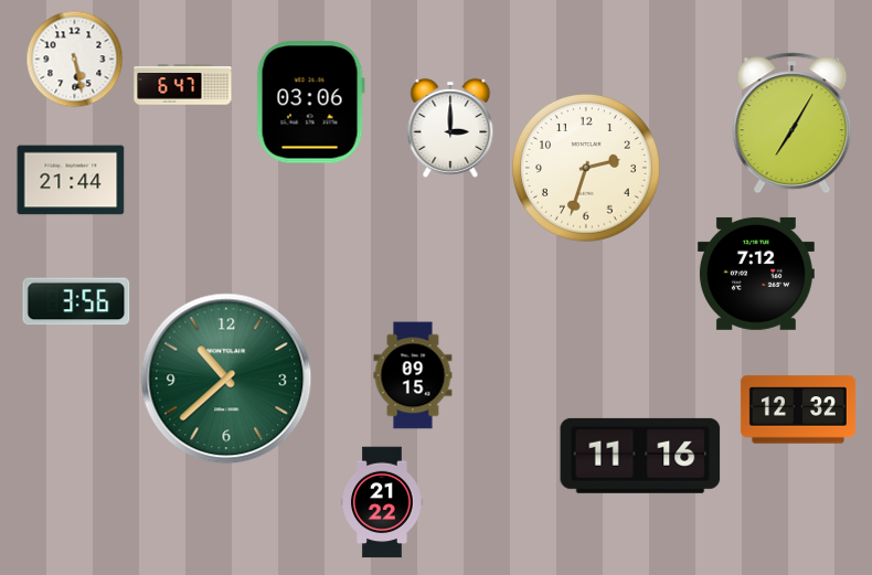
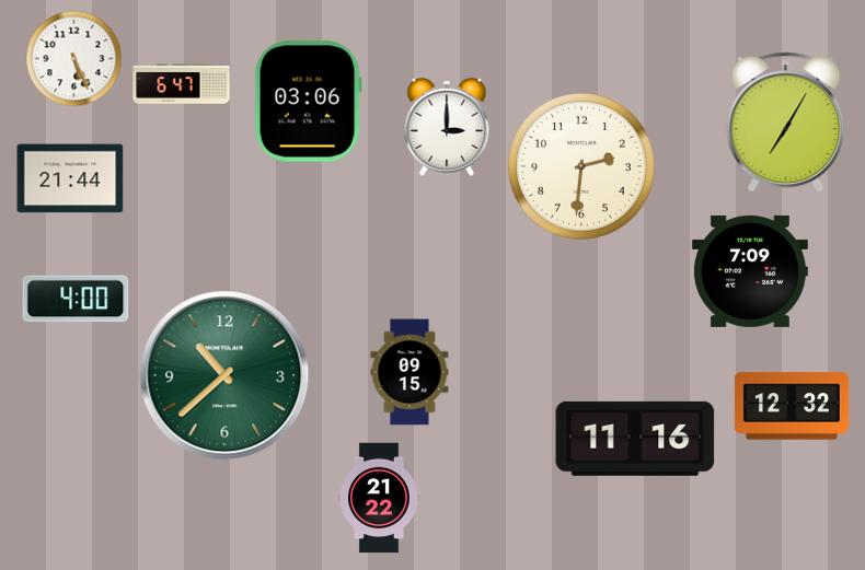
clock at (75, 60): 5:28 -> 5:26
clock at (586, 168): 2:33 -> 2:31
clock at (756, 274): 7:12 -> 7:09
clock at (76, 301): 3:56 -> 4:00
clock at (640, 456) position: (640, 456) -> (635, 439)
